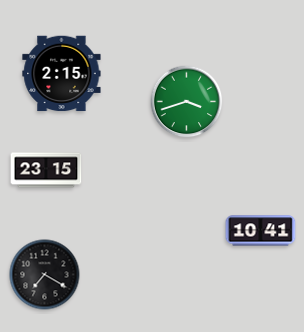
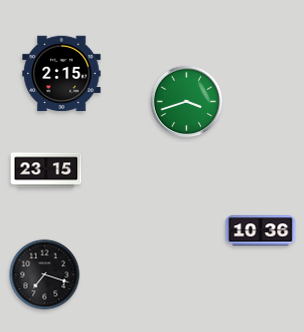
clock at (261, 231): 10:41 -> 10:36
clock at (45, 275): 7:20 -> 7:18
